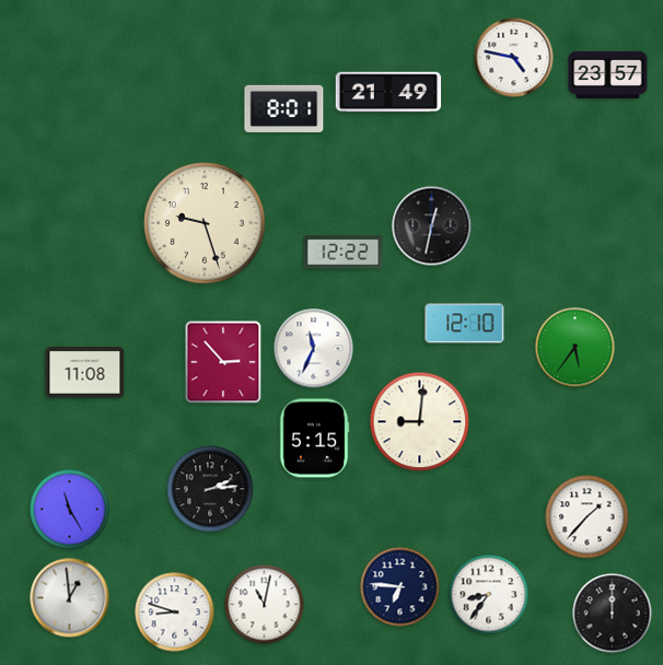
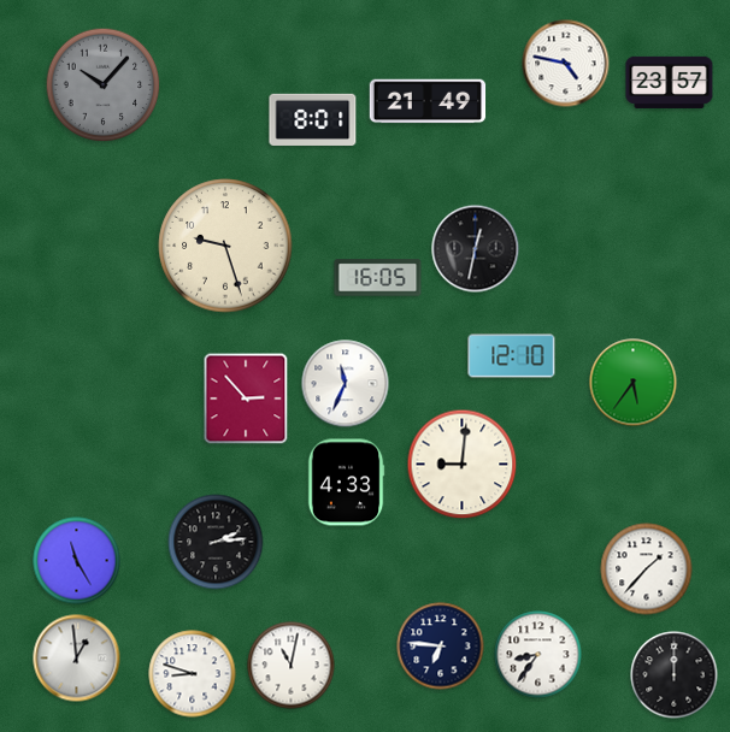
clock at (104, 85): none -> 10:07
clock at (344, 253): 12:22 -> 16:05
clock at (85, 373): 11:08 -> none
clock at (314, 439): 5:15 -> 4:33
clock at (210, 489) position: (210, 489) -> (216, 542)
